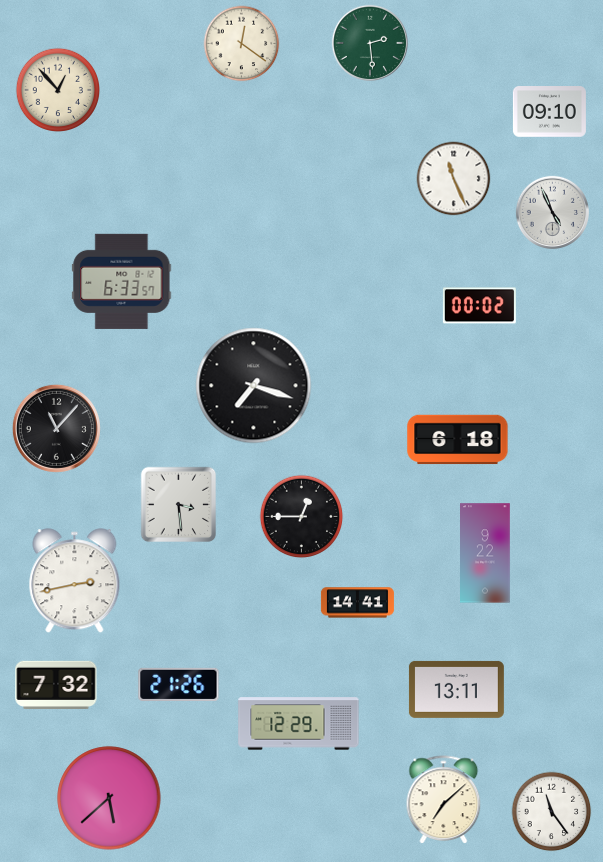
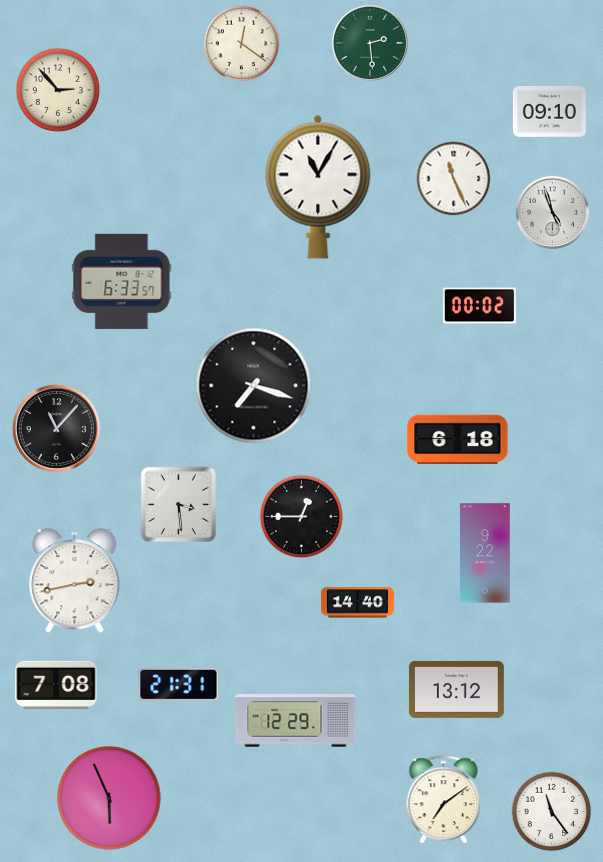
clock at (57, 89): 12:53 -> 2:53
clock at (318, 187): none -> 11:05
clock at (552, 212): 4:56 -> 4:57
clock at (357, 603): 14:41 -> 14:40
clock at (56, 684): 7:32 -> 7:08
clock at (179, 684): 21:26 -> 21:31
clock at (456, 689): 13:11 -> 13:12
clock at (299, 724) position: (299, 724) -> (296, 721)
clock at (109, 798): 5:38 -> 5:56
clock at (444, 800): 7:08 -> 7:09
